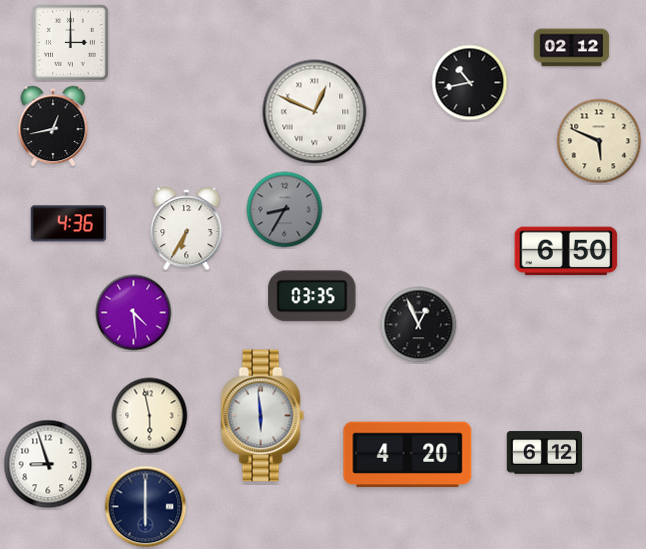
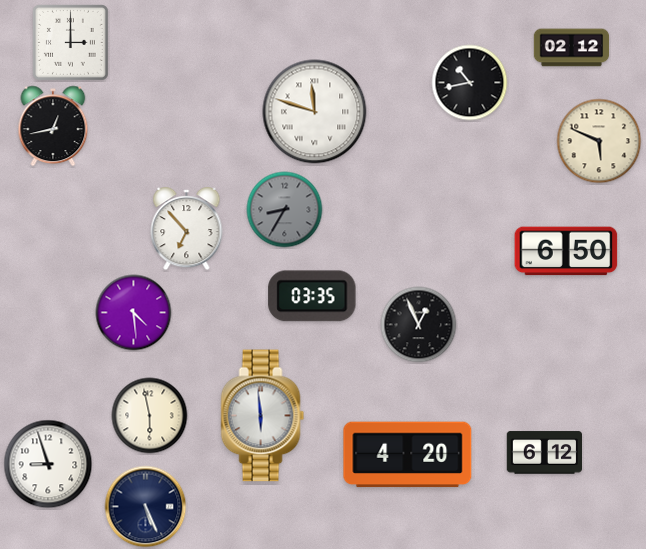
clock at (315, 112): 12:49 -> 11:48
clock at (68, 224): 4:36 -> none
clock at (187, 230): 6:35 -> 6:53
clock at (146, 507): 6:00 -> 5:26
